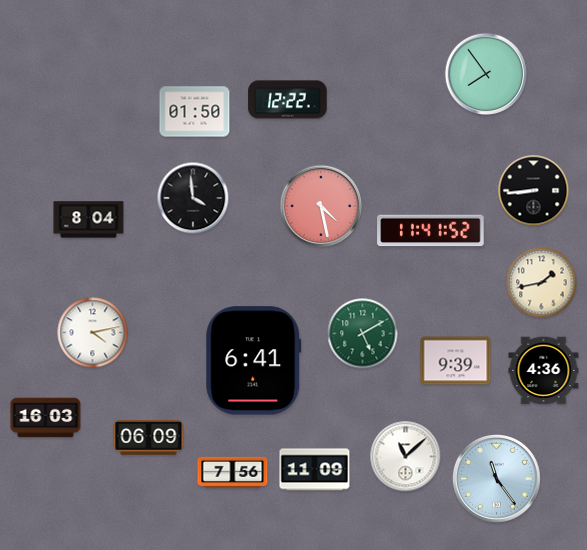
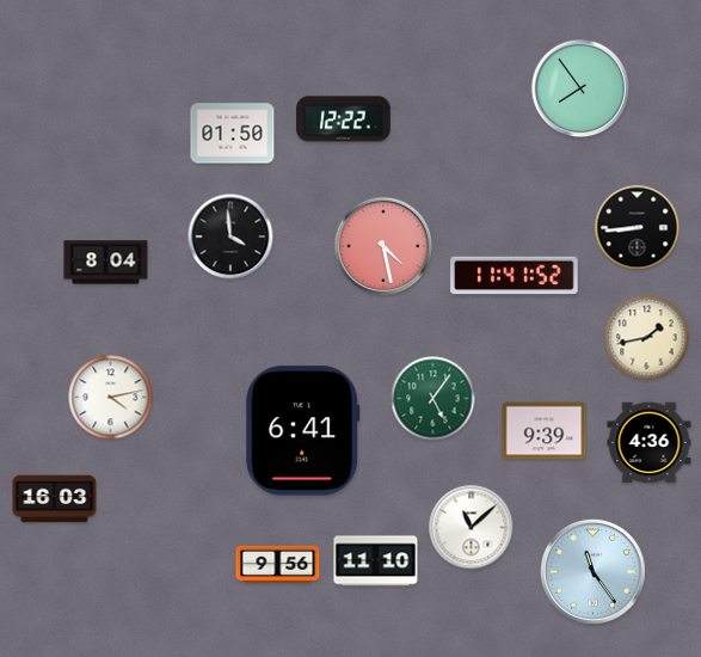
clock at (363, 334): 5:10 -> 5:06
clock at (149, 438): 06:09 -> none
clock at (406, 457) position: (406, 457) -> (472, 528)
clock at (315, 470): 11:09 -> 11:10
clock at (233, 472): 7:56 -> 9:56
